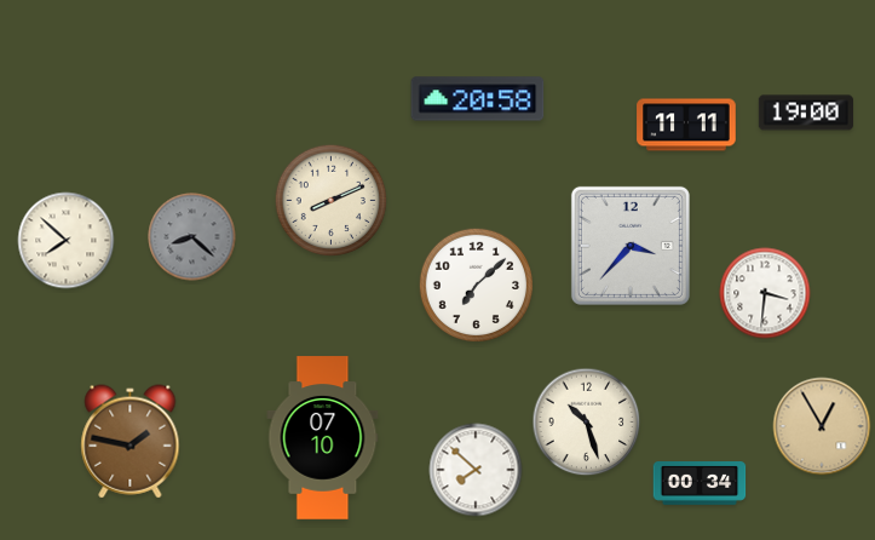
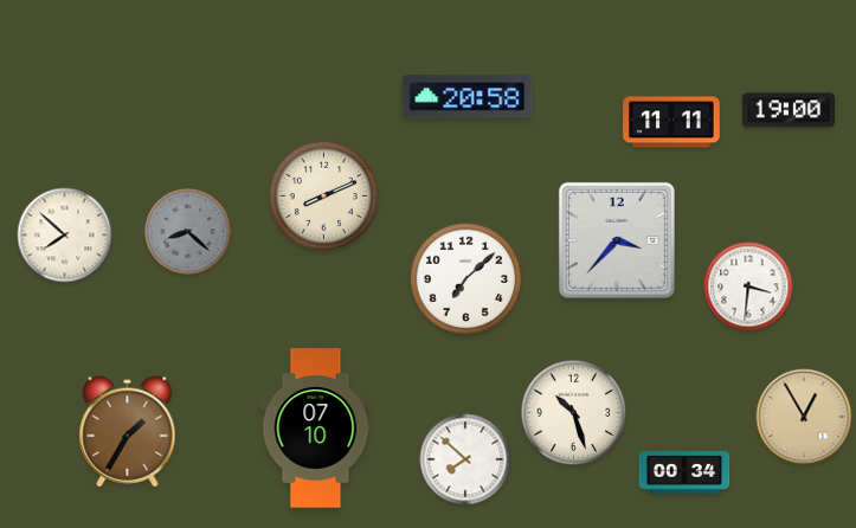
clock at (131, 442): 1:47 -> 1:35
